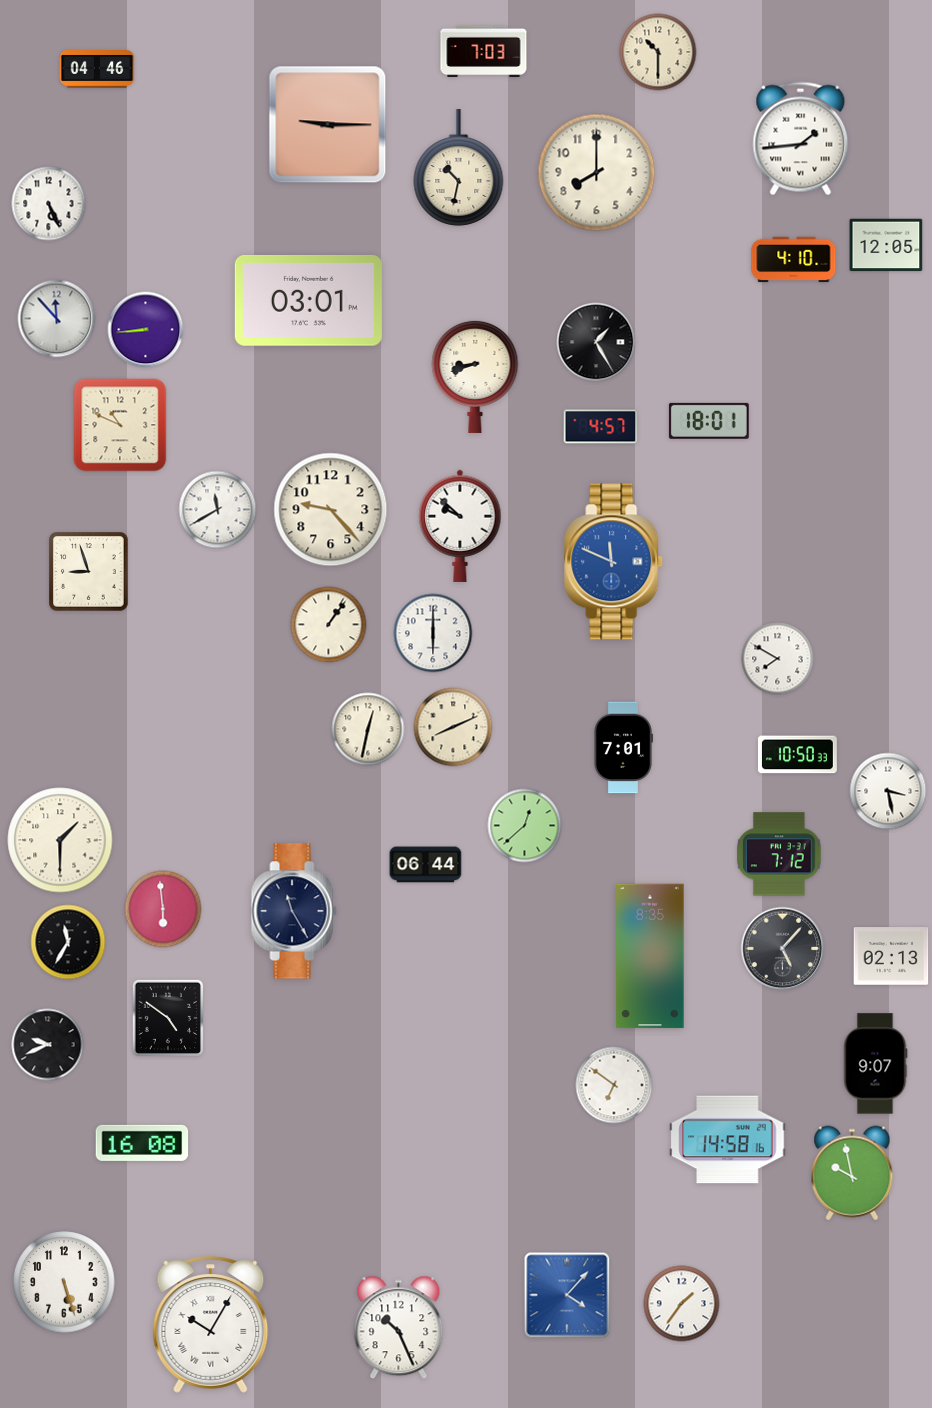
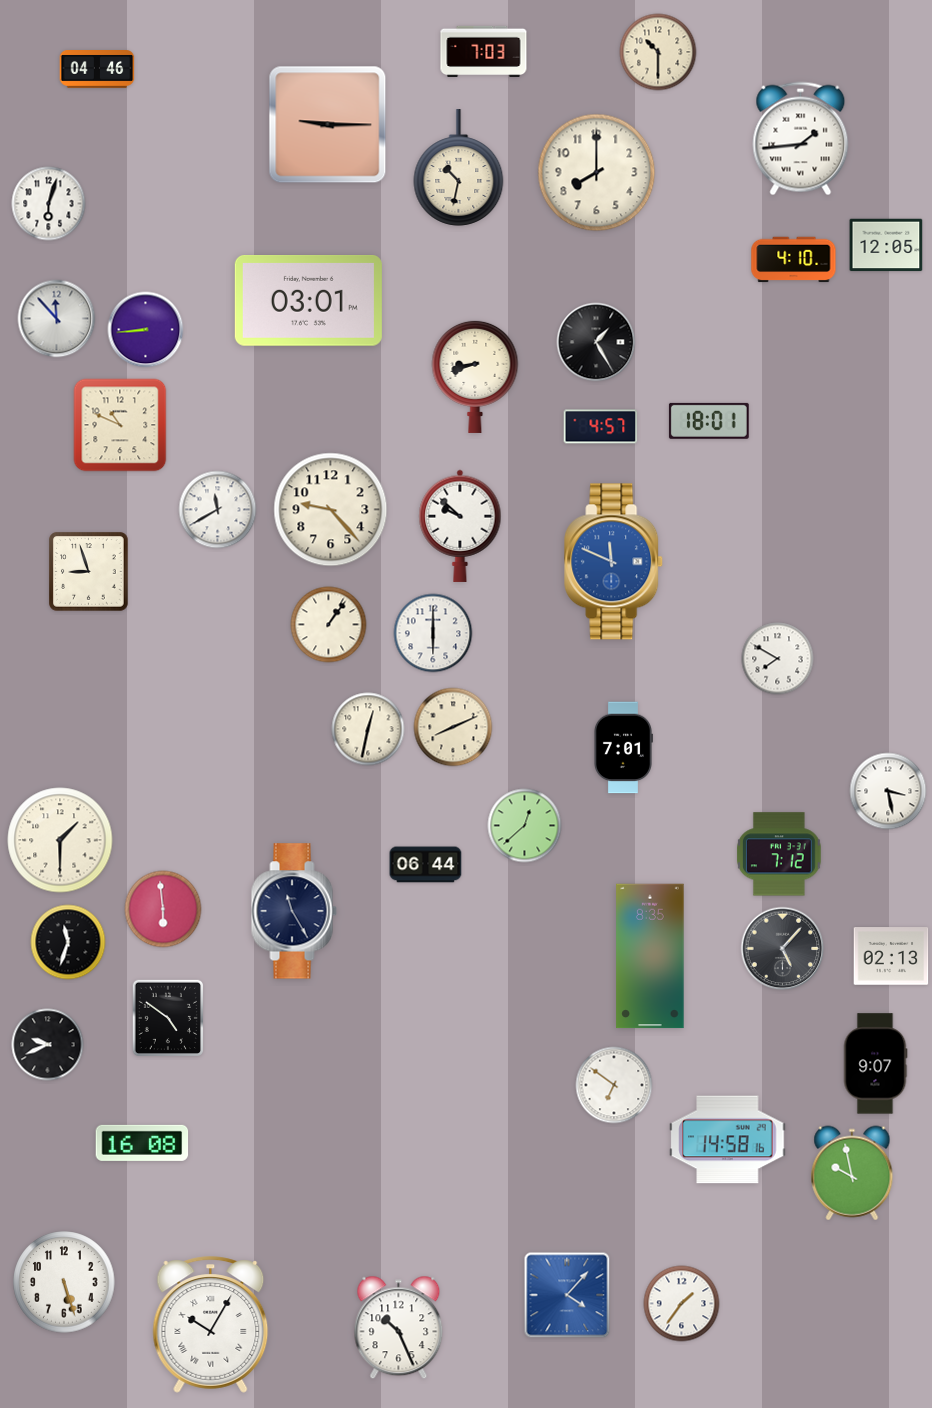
clock at (49, 204): 5:26 -> 6:03
clock at (797, 755): 10:50 -> none
clock at (68, 942): 11:35 -> 11:33
